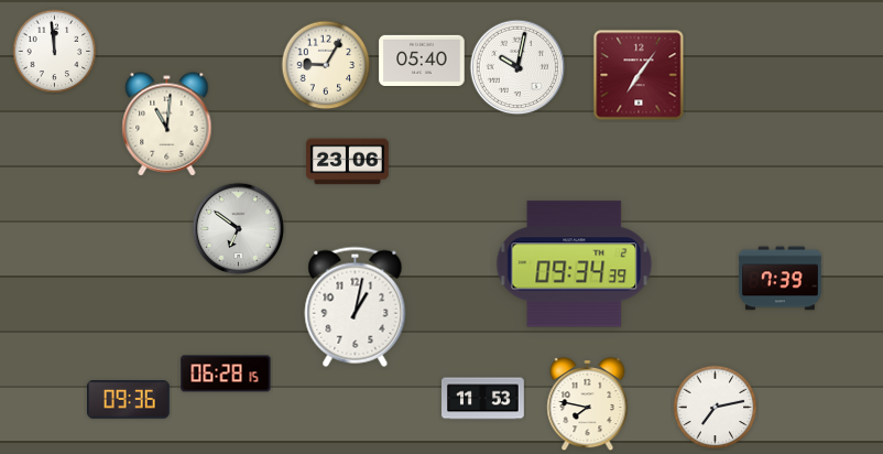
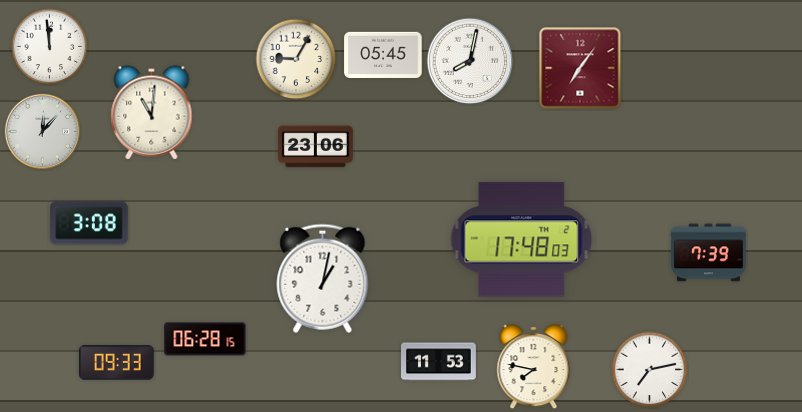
clock at (422, 60): 05:40 -> 05:45
clock at (517, 67): 10:02 -> 8:02
clock at (42, 131): none -> 12:07
clock at (239, 229): 6:51 -> none
clock at (89, 223): none -> 3:08
clock at (575, 264): 09:34 -> 17:48
clock at (129, 400): 09:36 -> 09:33
